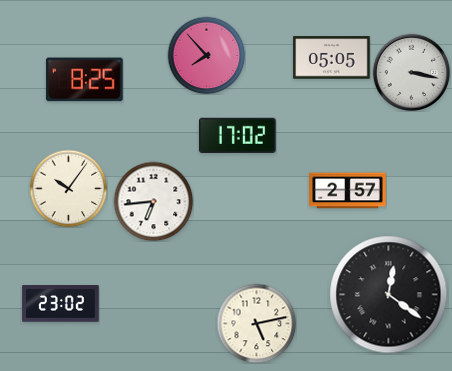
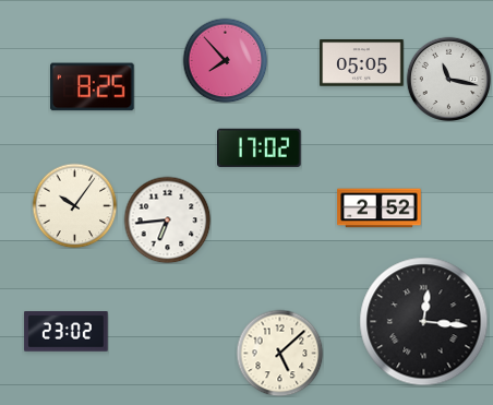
clock at (411, 72): 3:17 -> 11:17
clock at (348, 191): 2:57 -> 2:52
clock at (389, 295): 12:21 -> 12:16
clock at (256, 323): 5:13 -> 5:08
